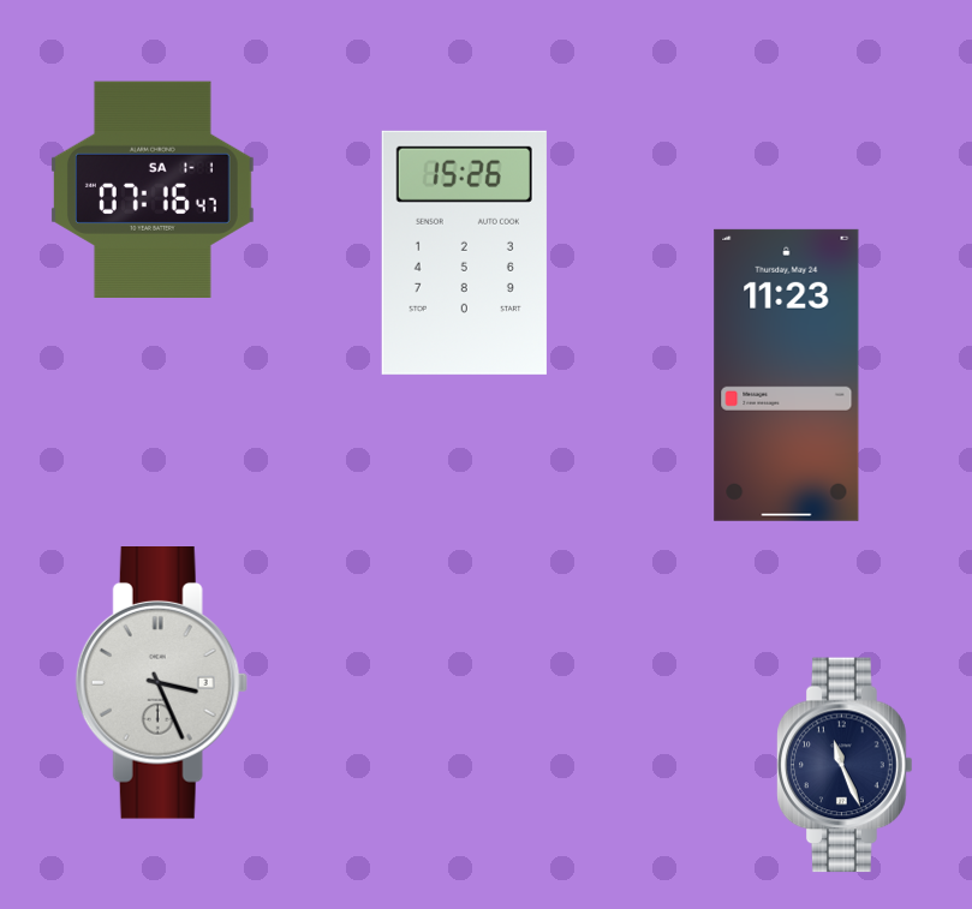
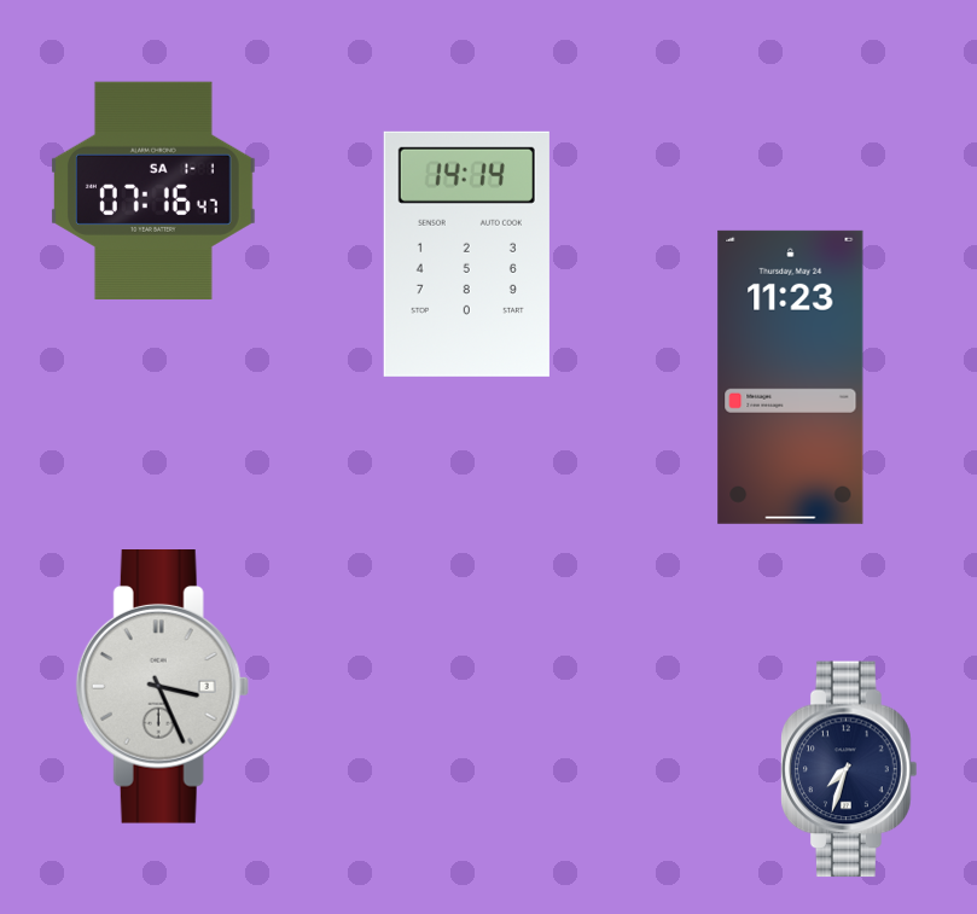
clock at (464, 252): 15:26 -> 14:14
clock at (845, 765): 11:26 -> 7:33
